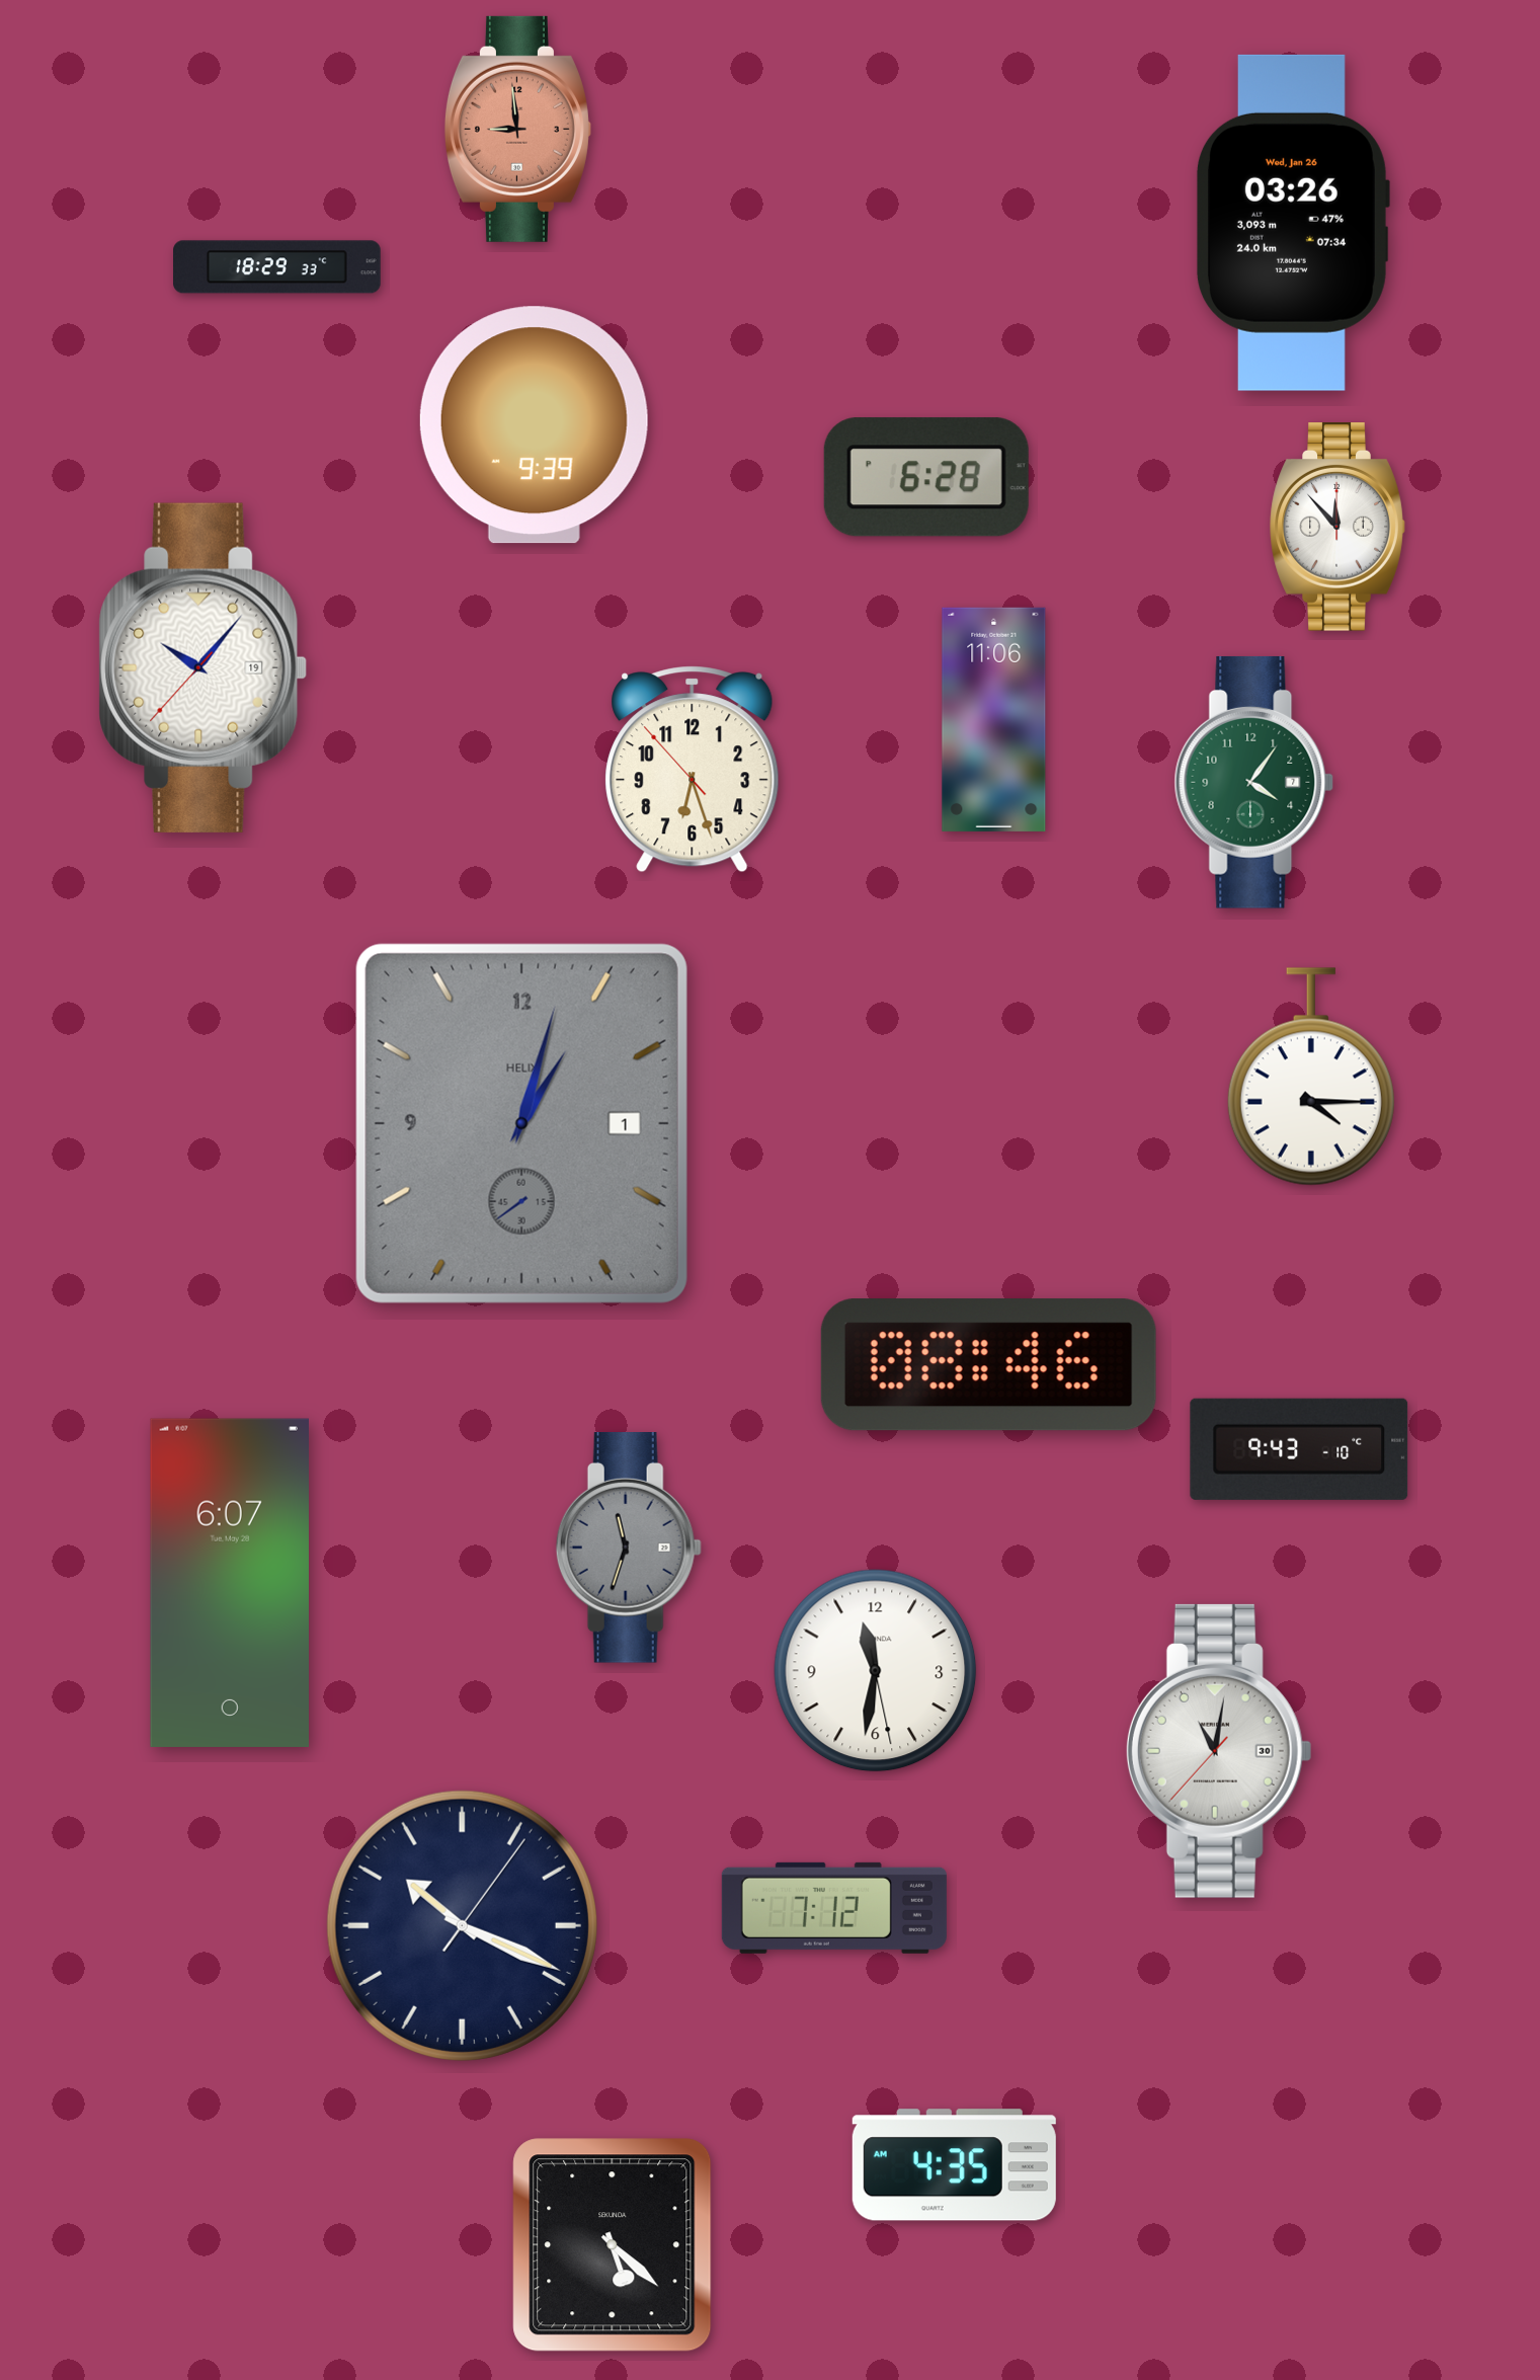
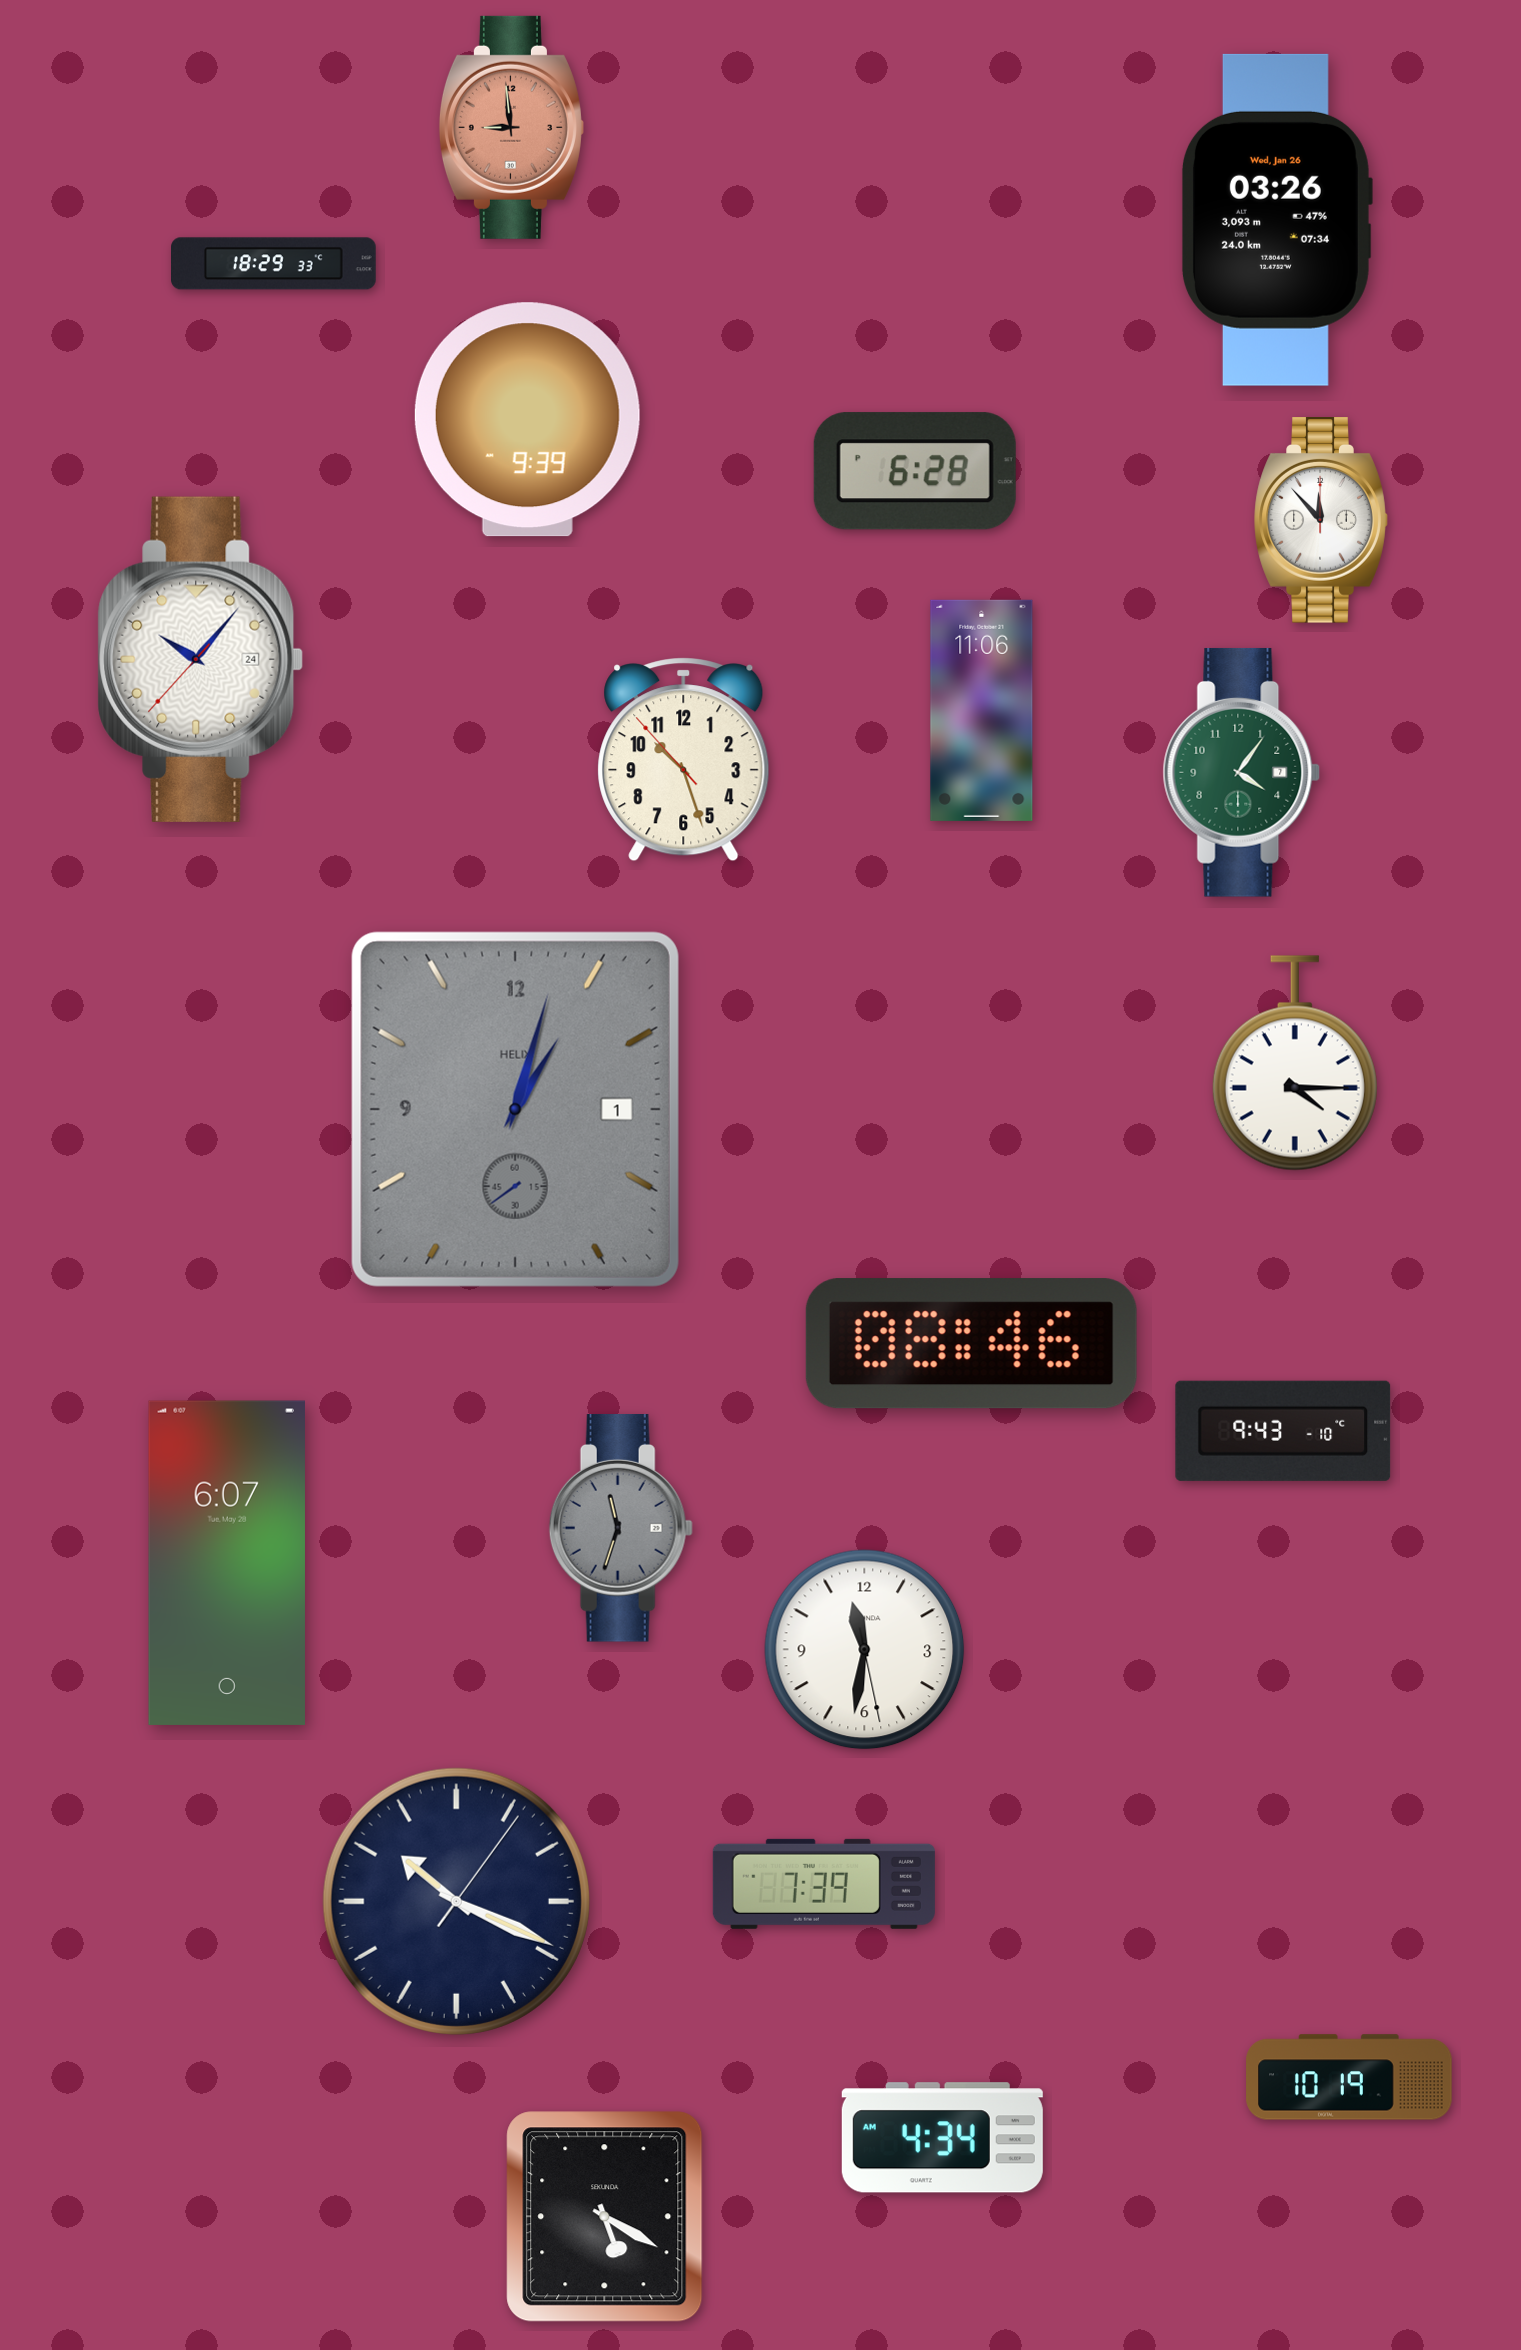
clock at (204, 667) date: 19 -> 24
clock at (693, 770): 6:26 -> 10:26
clock at (1254, 782) position: (1254, 782) -> (1242, 772)
clock at (988, 1365) position: (988, 1365) -> (971, 1344)
clock at (1219, 1751): 11:01 -> none
clock at (834, 1908): 7:12 -> 7:39
clock at (1349, 2077): none -> 10:19
clock at (954, 2165): 4:35 -> 4:34
clock at (613, 2245): 5:22 -> 5:20
